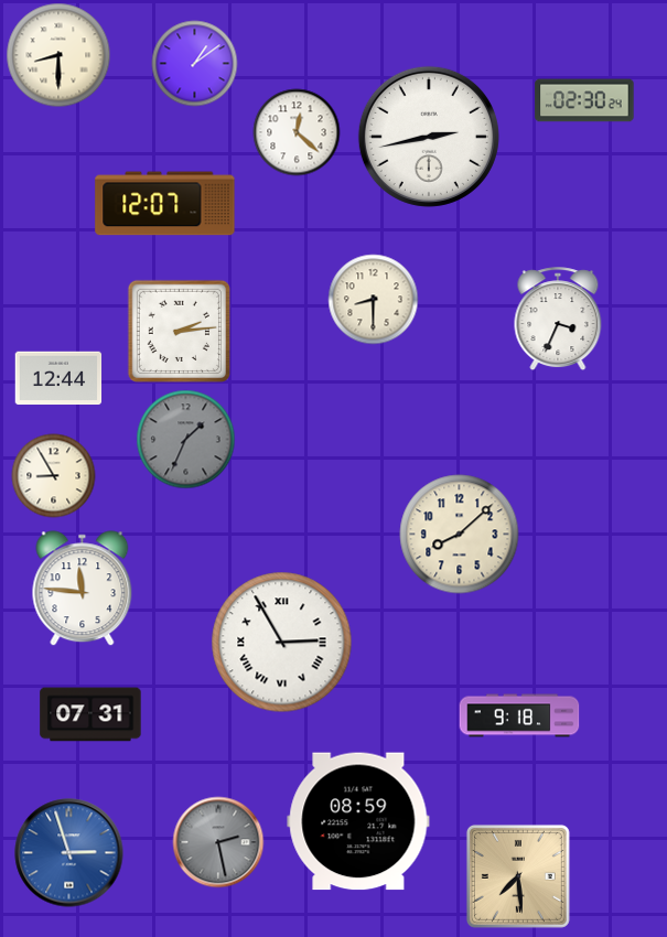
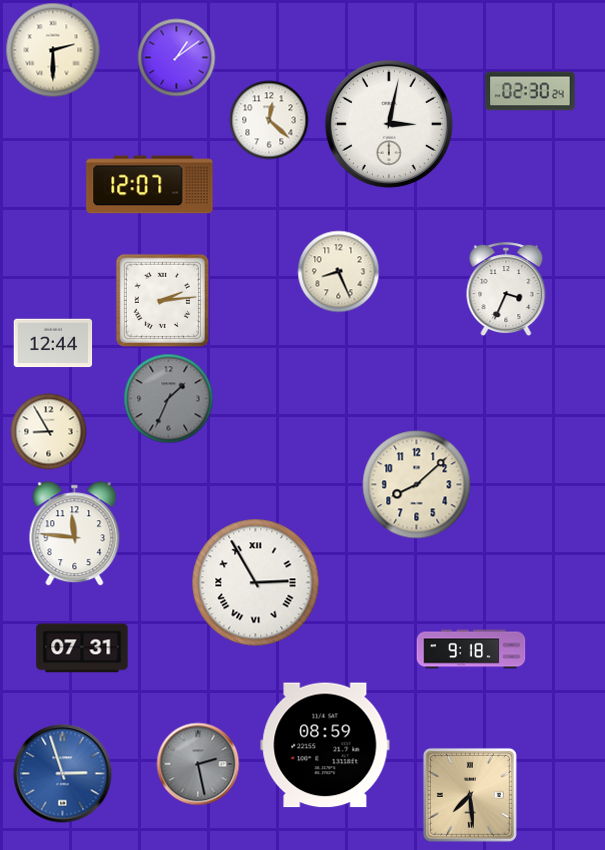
clock at (58, 55): 8:30 -> 2:30
clock at (429, 137): 2:43 -> 3:02
clock at (374, 300): 8:30 -> 8:26
